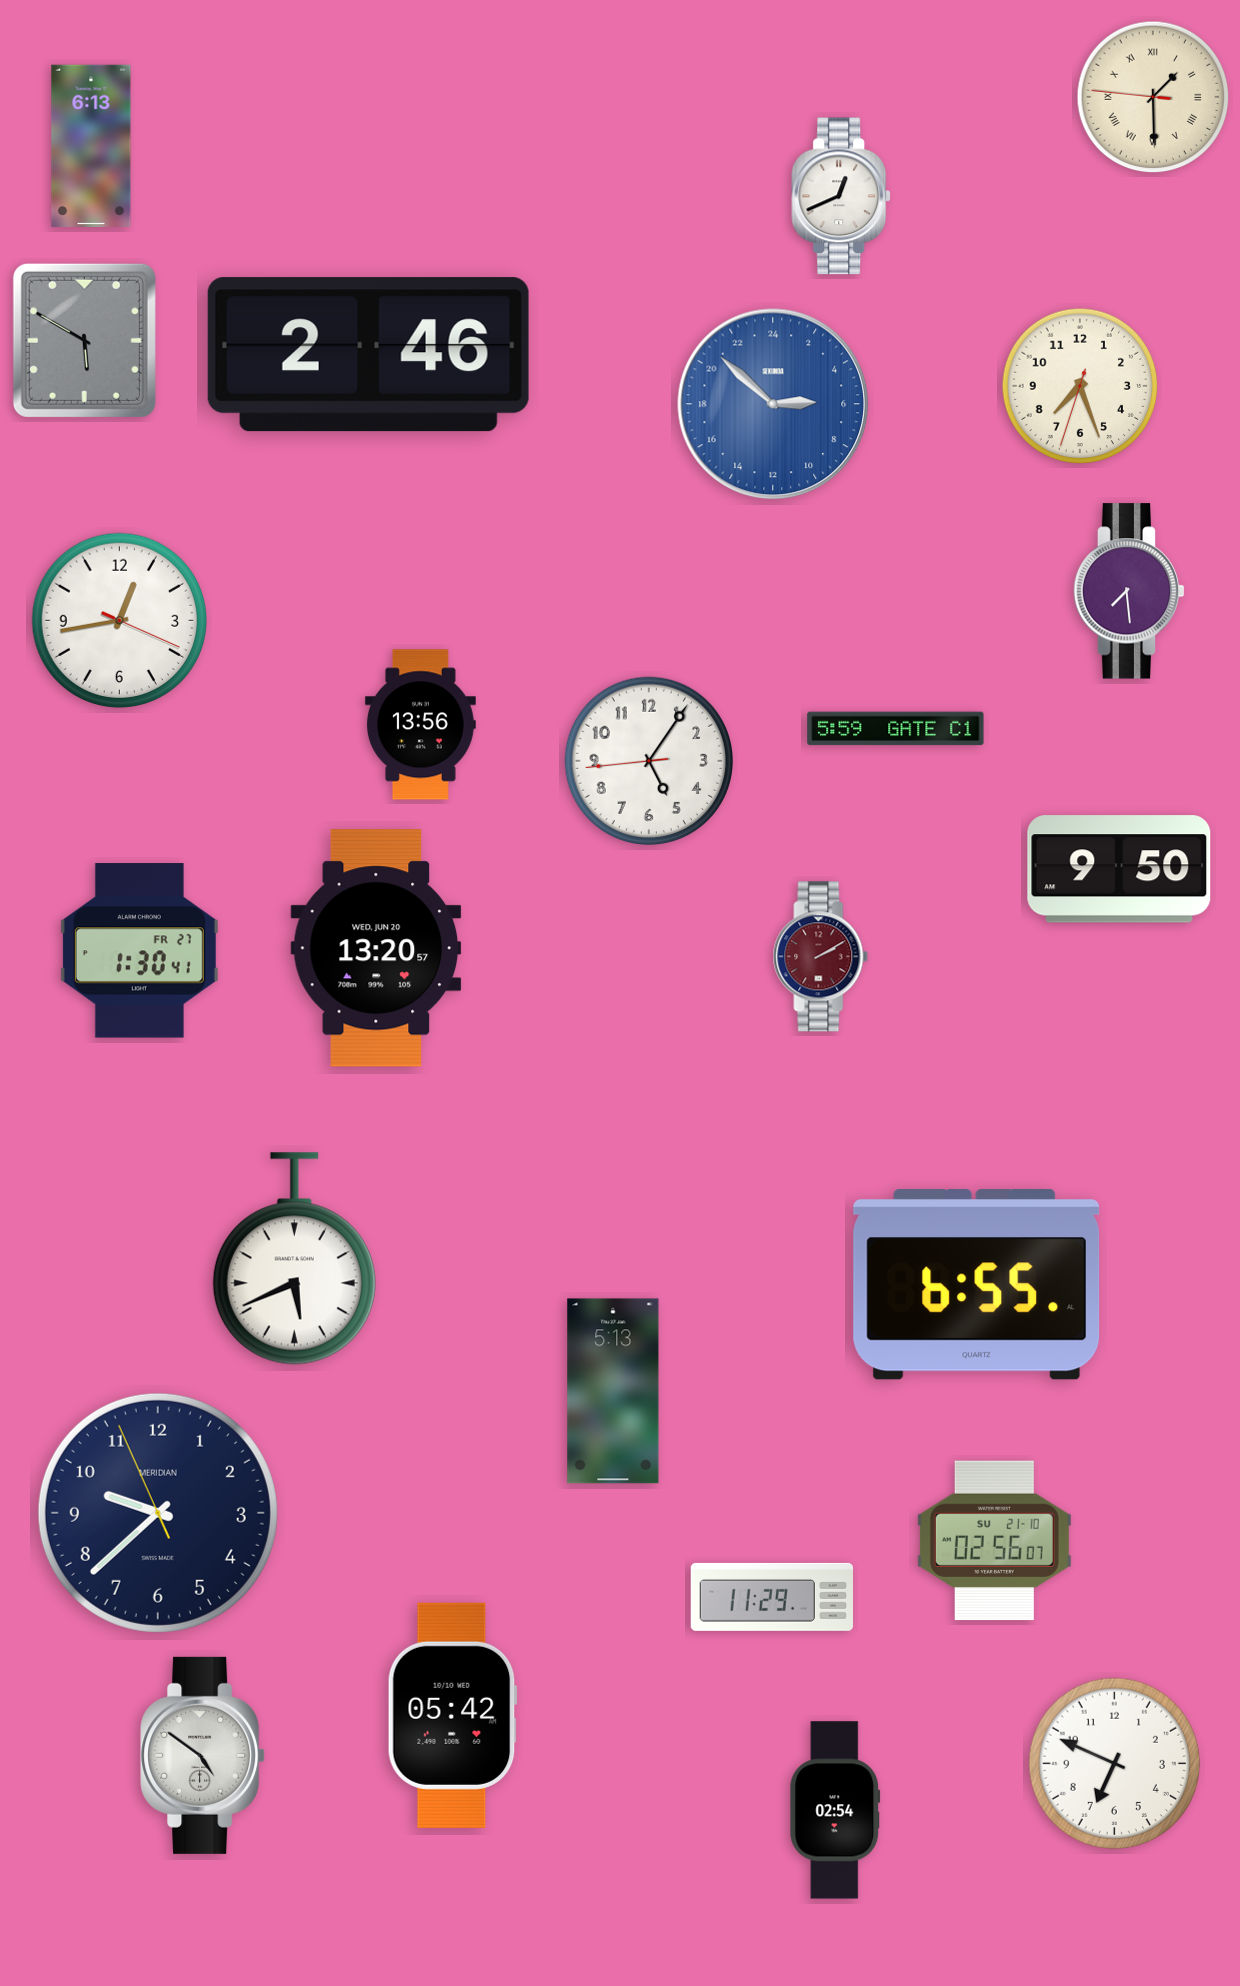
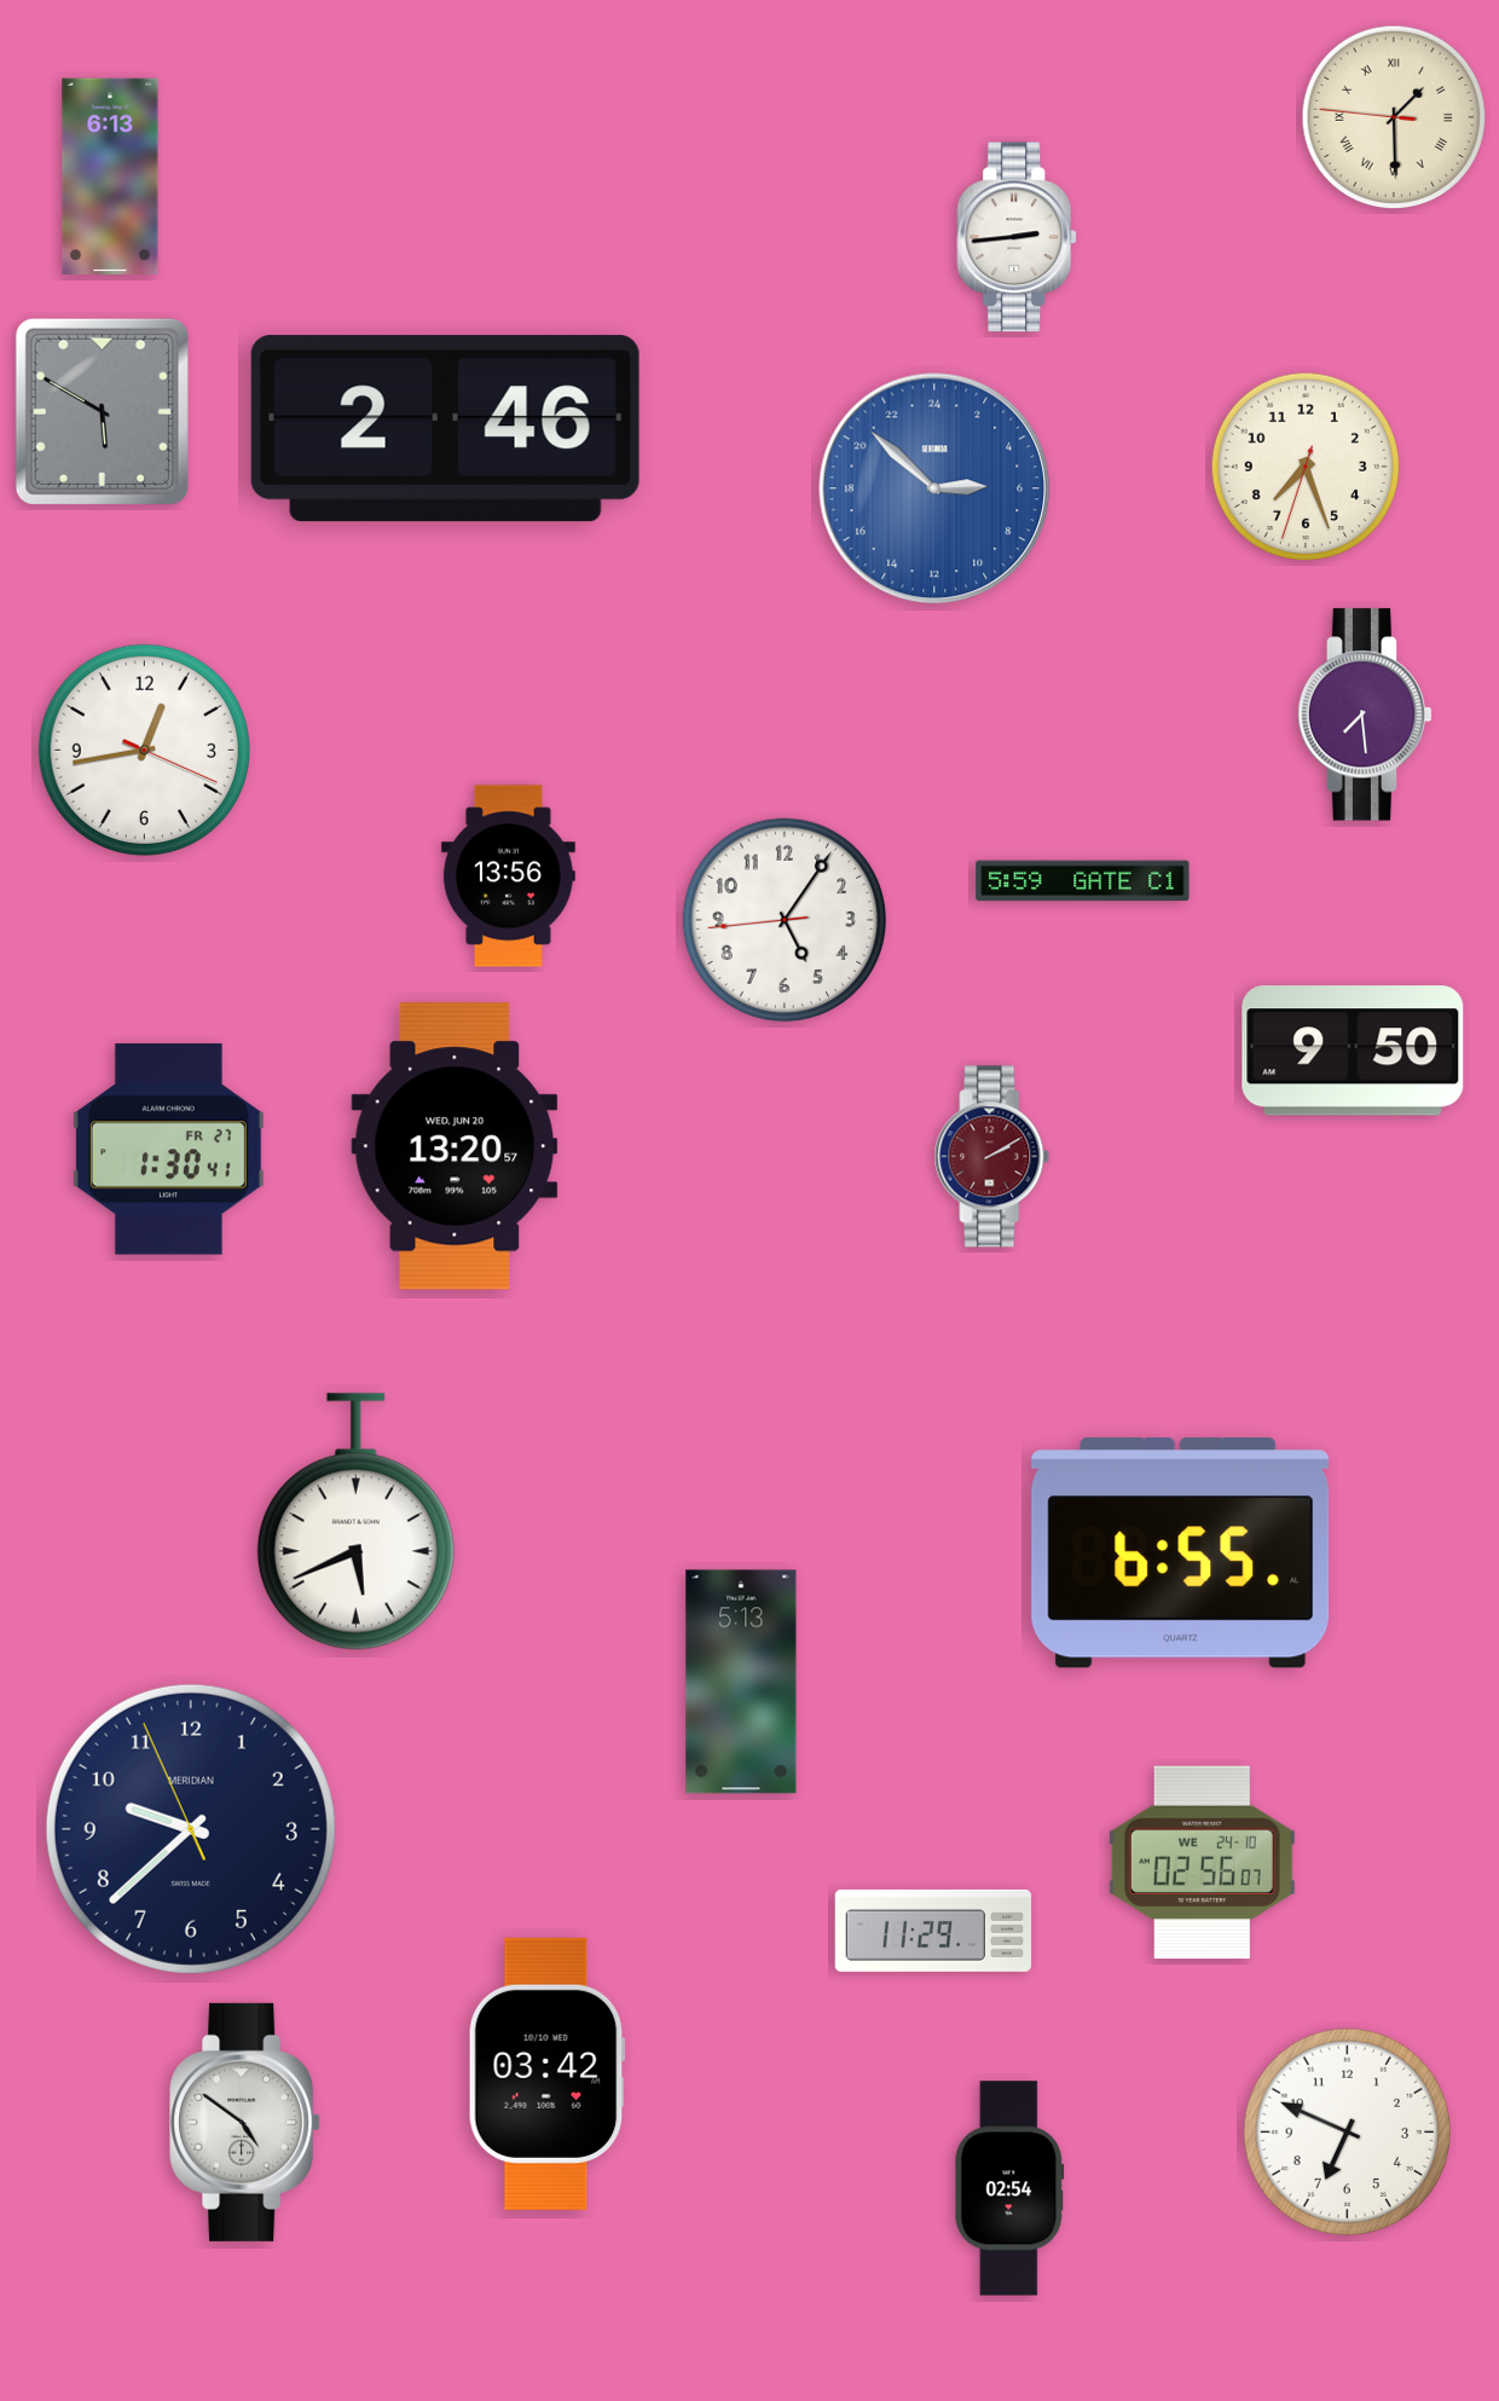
clock at (842, 196): 12:41 -> 2:44
clock at (994, 1541) date: SU 21-10 -> WE 24-10
clock at (452, 1715): 05:42 -> 03:42
